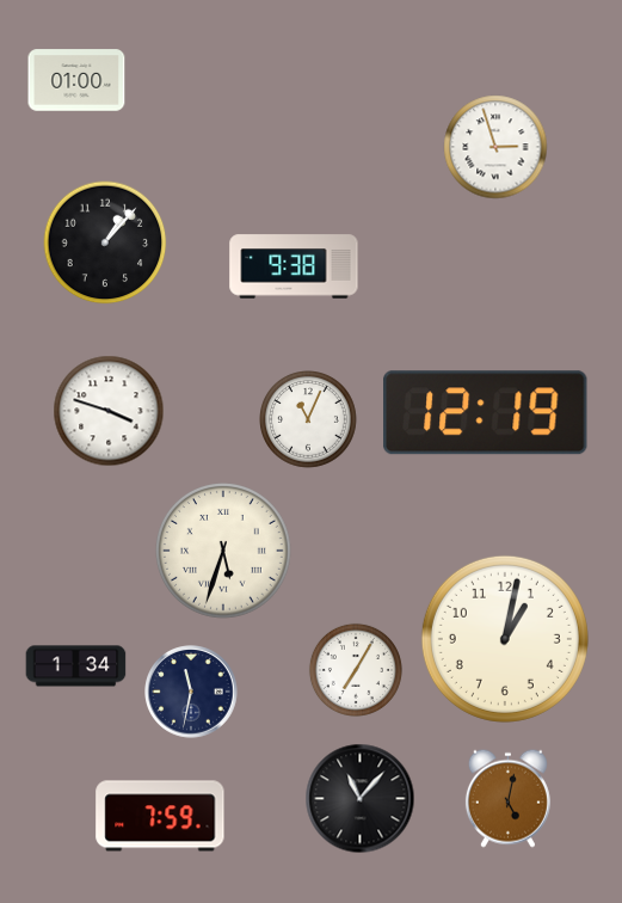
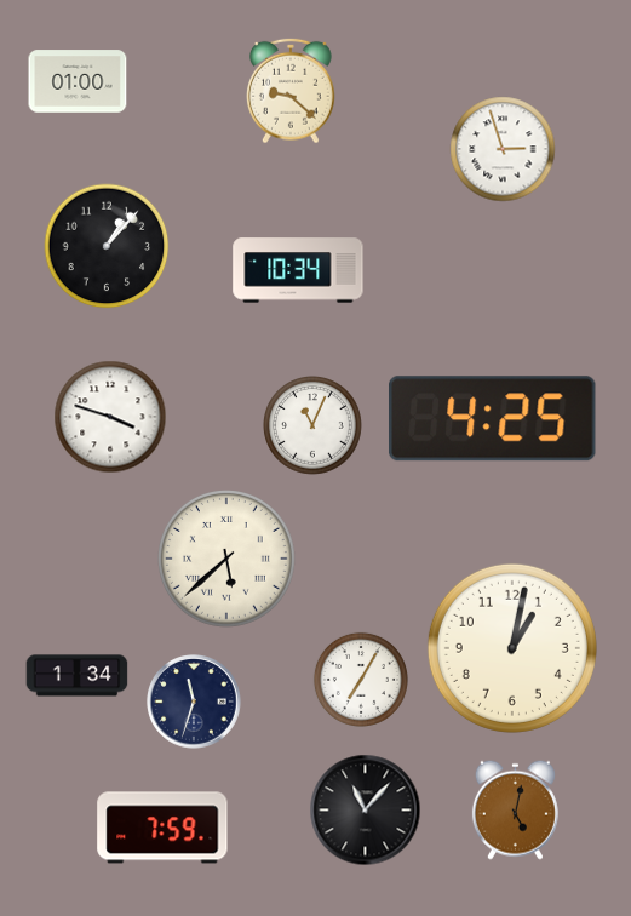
clock at (292, 91): none -> 9:22
clock at (294, 266): 9:38 -> 10:34
clock at (486, 413): 12:19 -> 4:25
clock at (224, 552): 5:33 -> 5:38
clock at (191, 692): 11:32 -> 11:33
